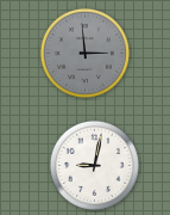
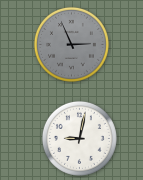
clock at (84, 53): 2:59 -> 2:56
